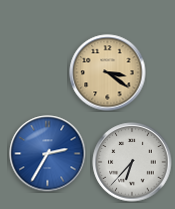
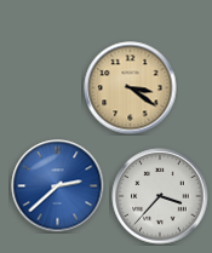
clock at (48, 154): 2:35 -> 2:38
clock at (132, 162): 6:37 -> 3:37
